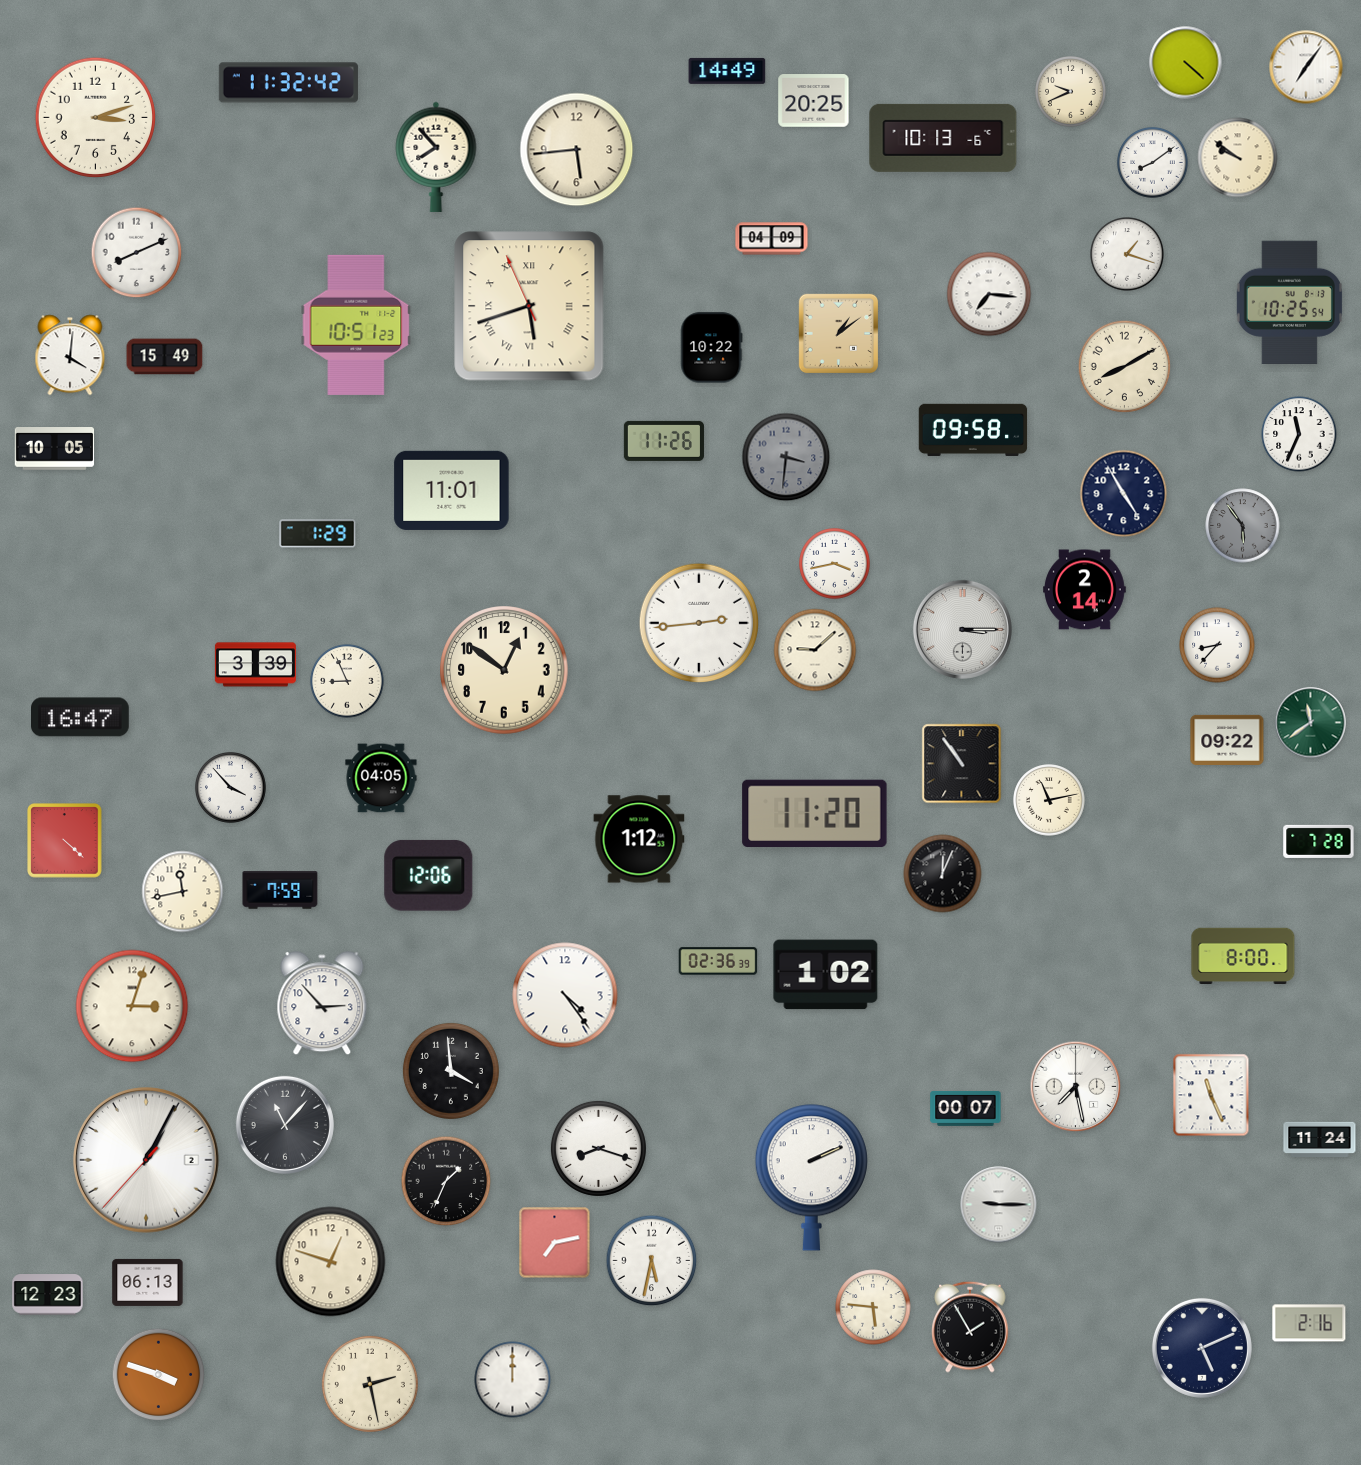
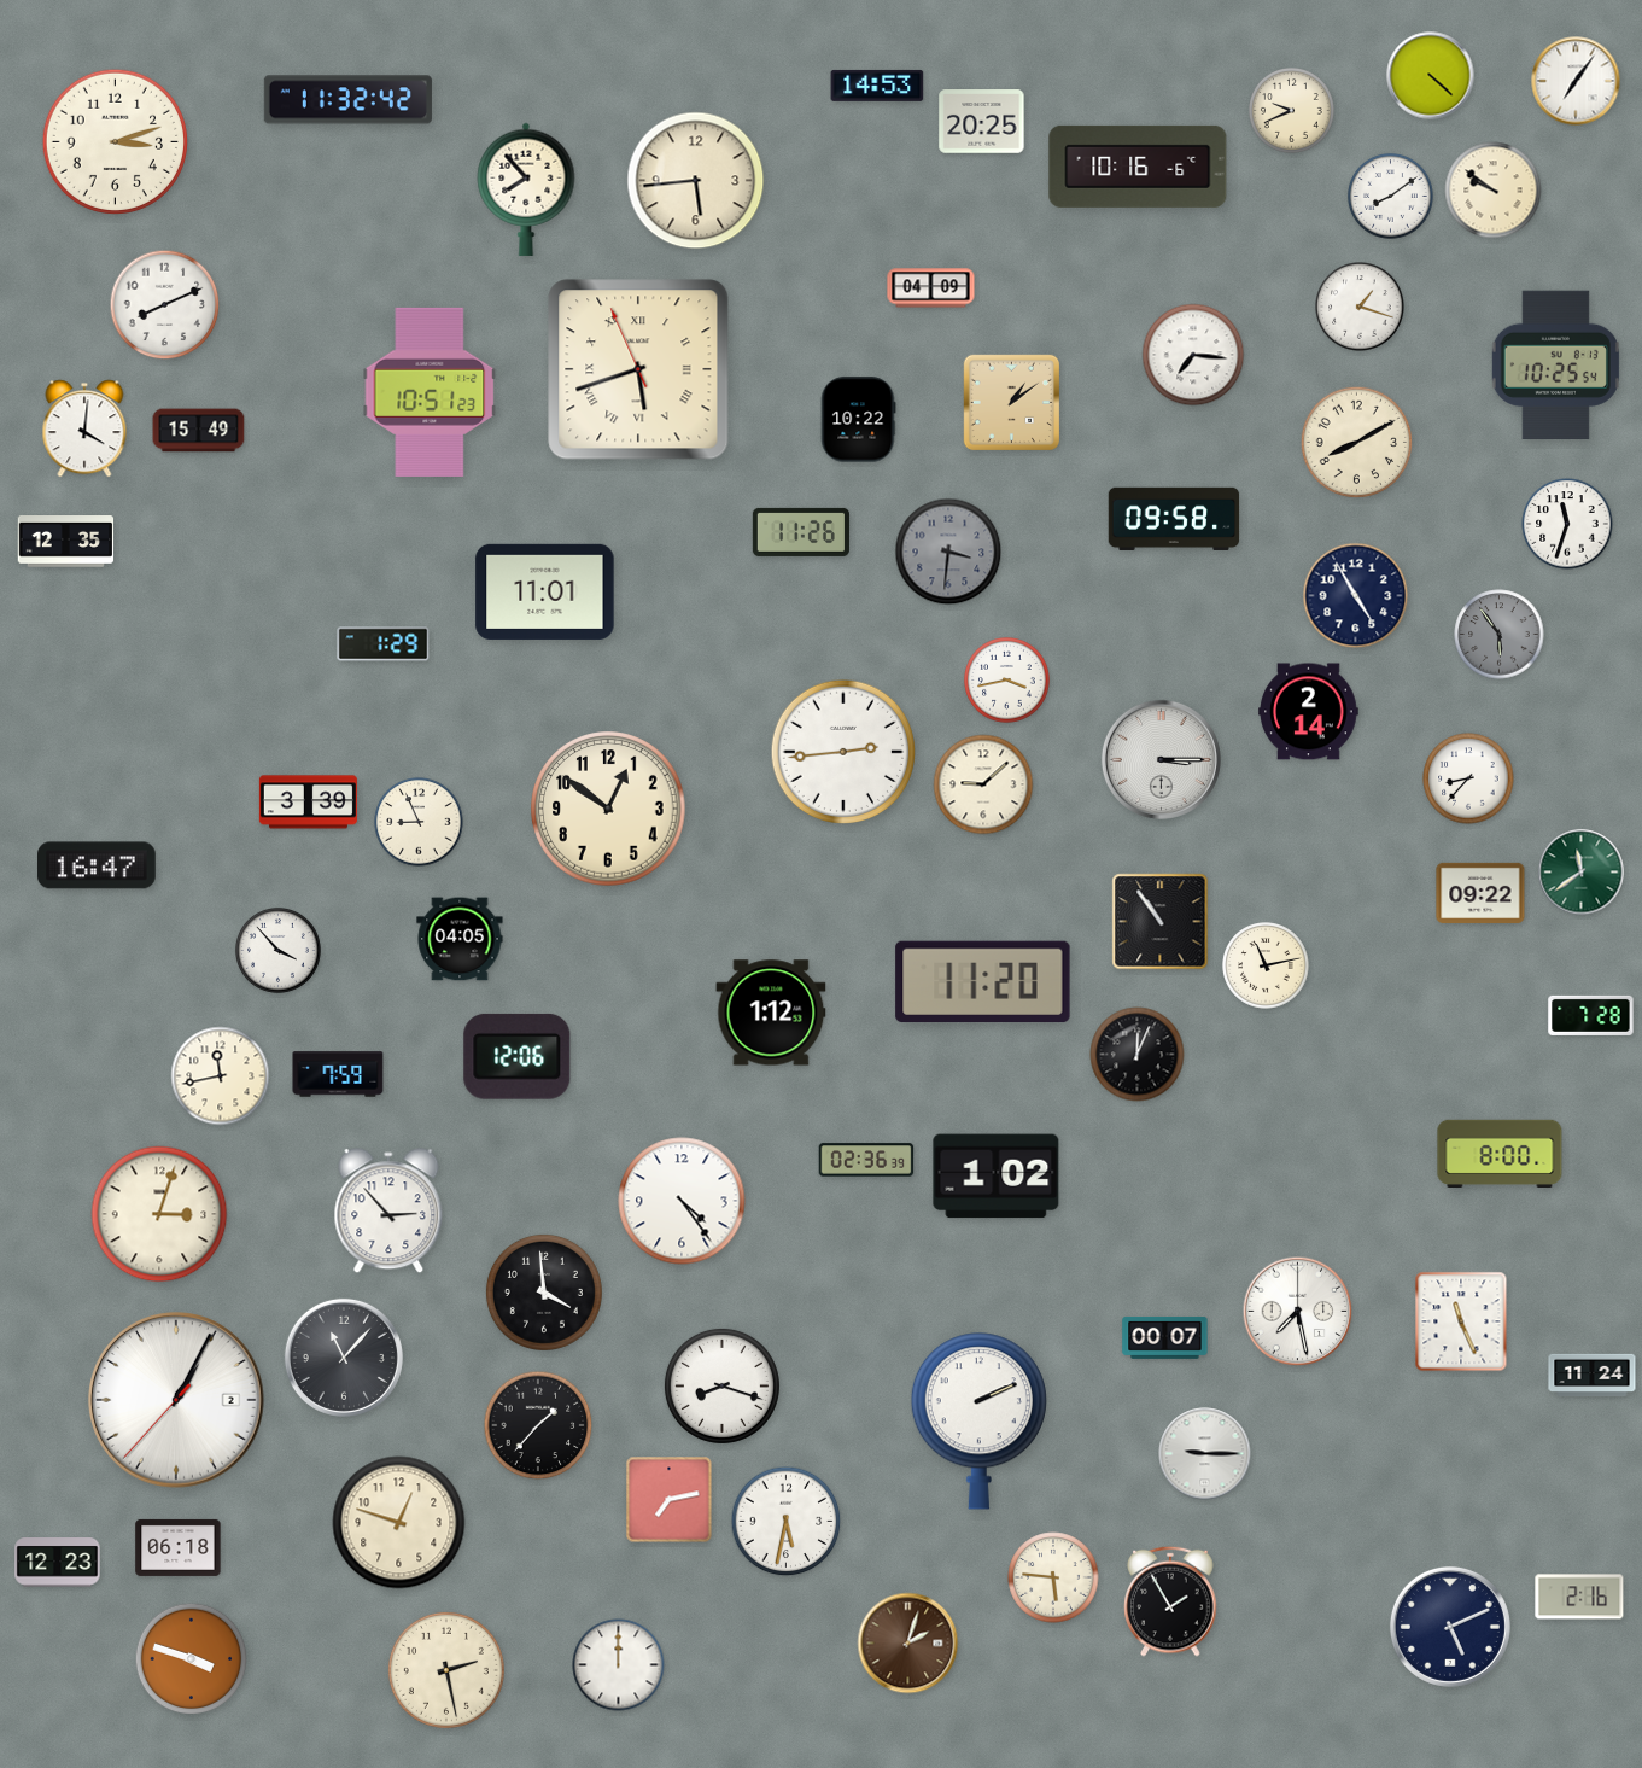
clock at (727, 71): 14:49 -> 14:53
clock at (943, 138): 10:13 -> 10:16
clock at (1299, 434): 11:34 -> 11:33
clock at (55, 449): 10:05 -> 12:35
clock at (65, 841): 4:22 -> none
clock at (446, 1181): 1:34 -> 1:37
clock at (148, 1282): 06:13 -> 06:18
clock at (908, 1644): none -> 2:03
